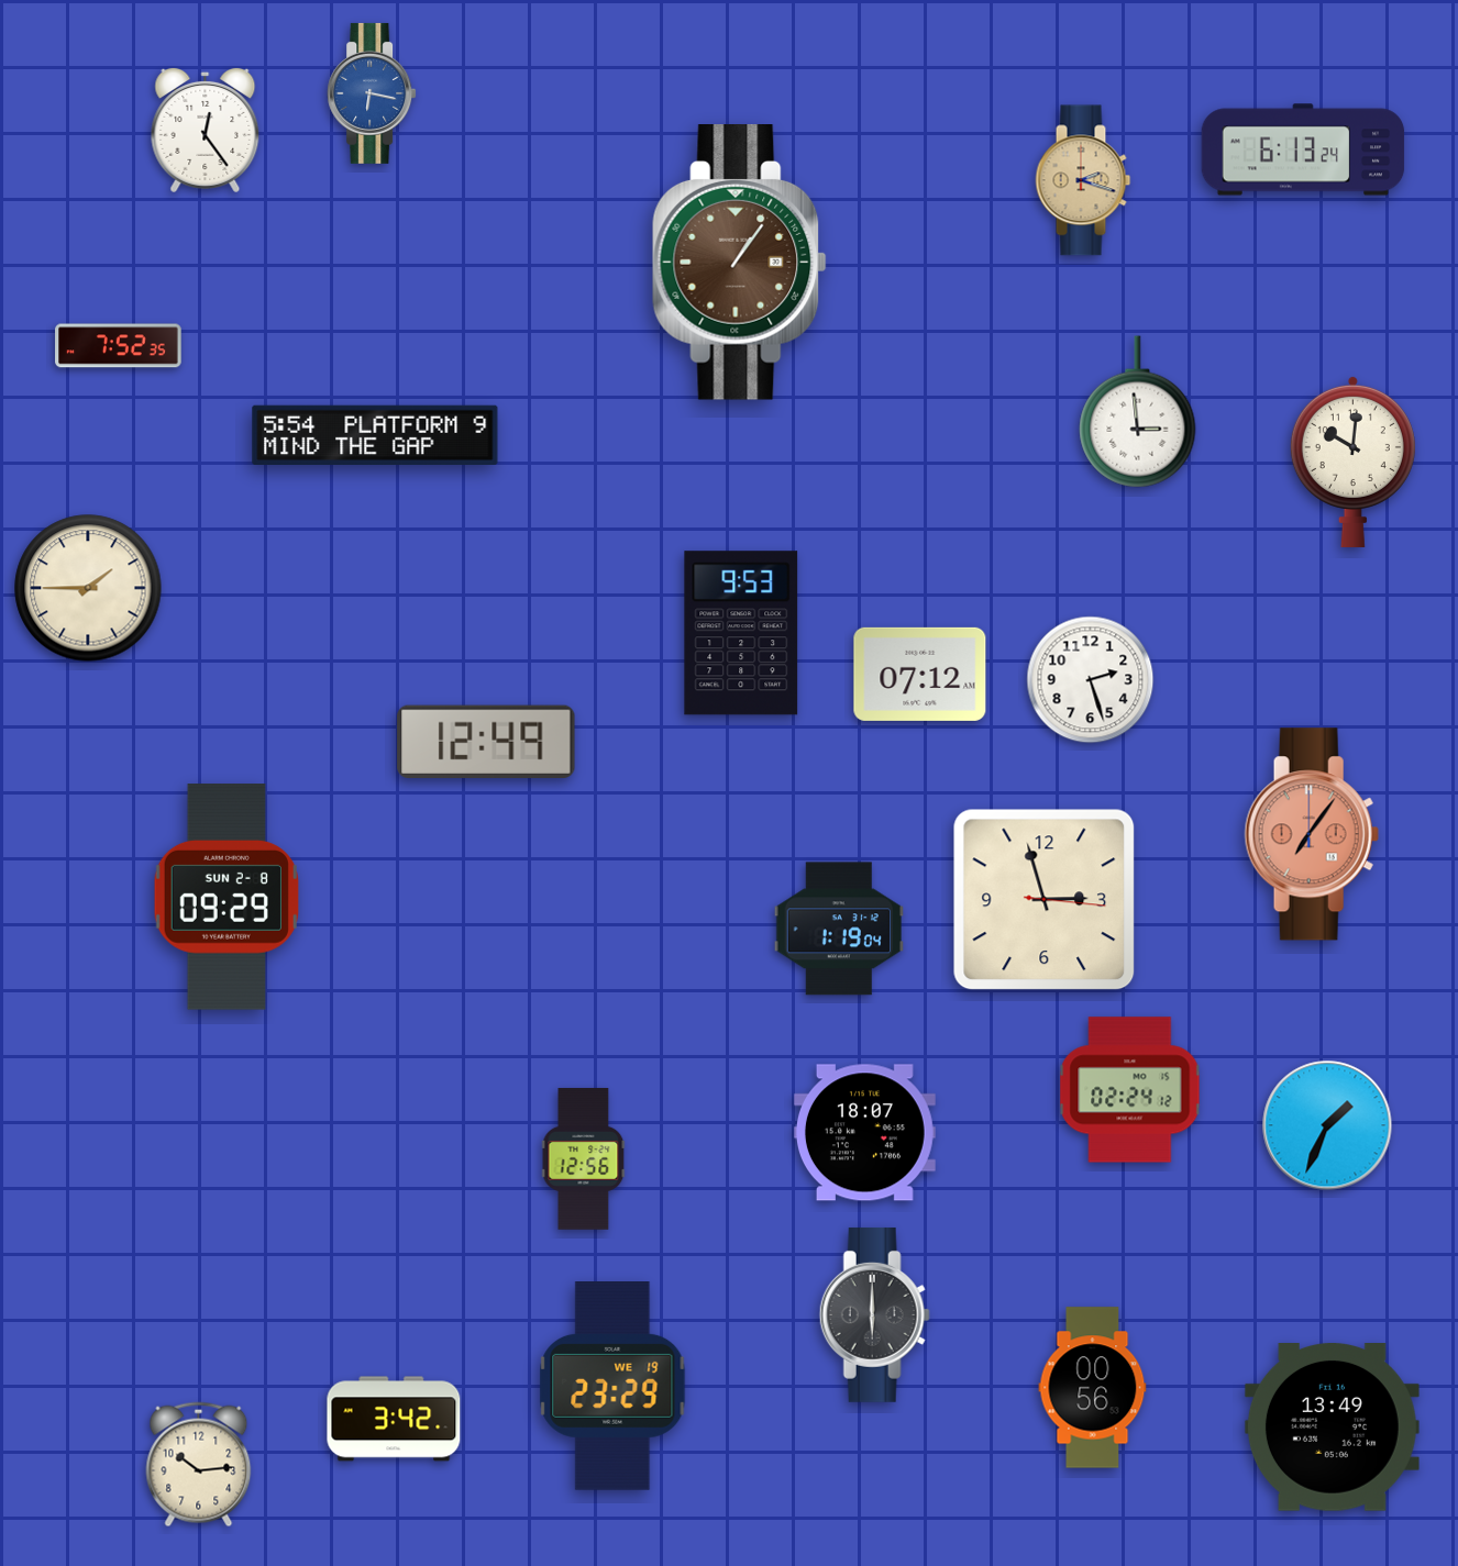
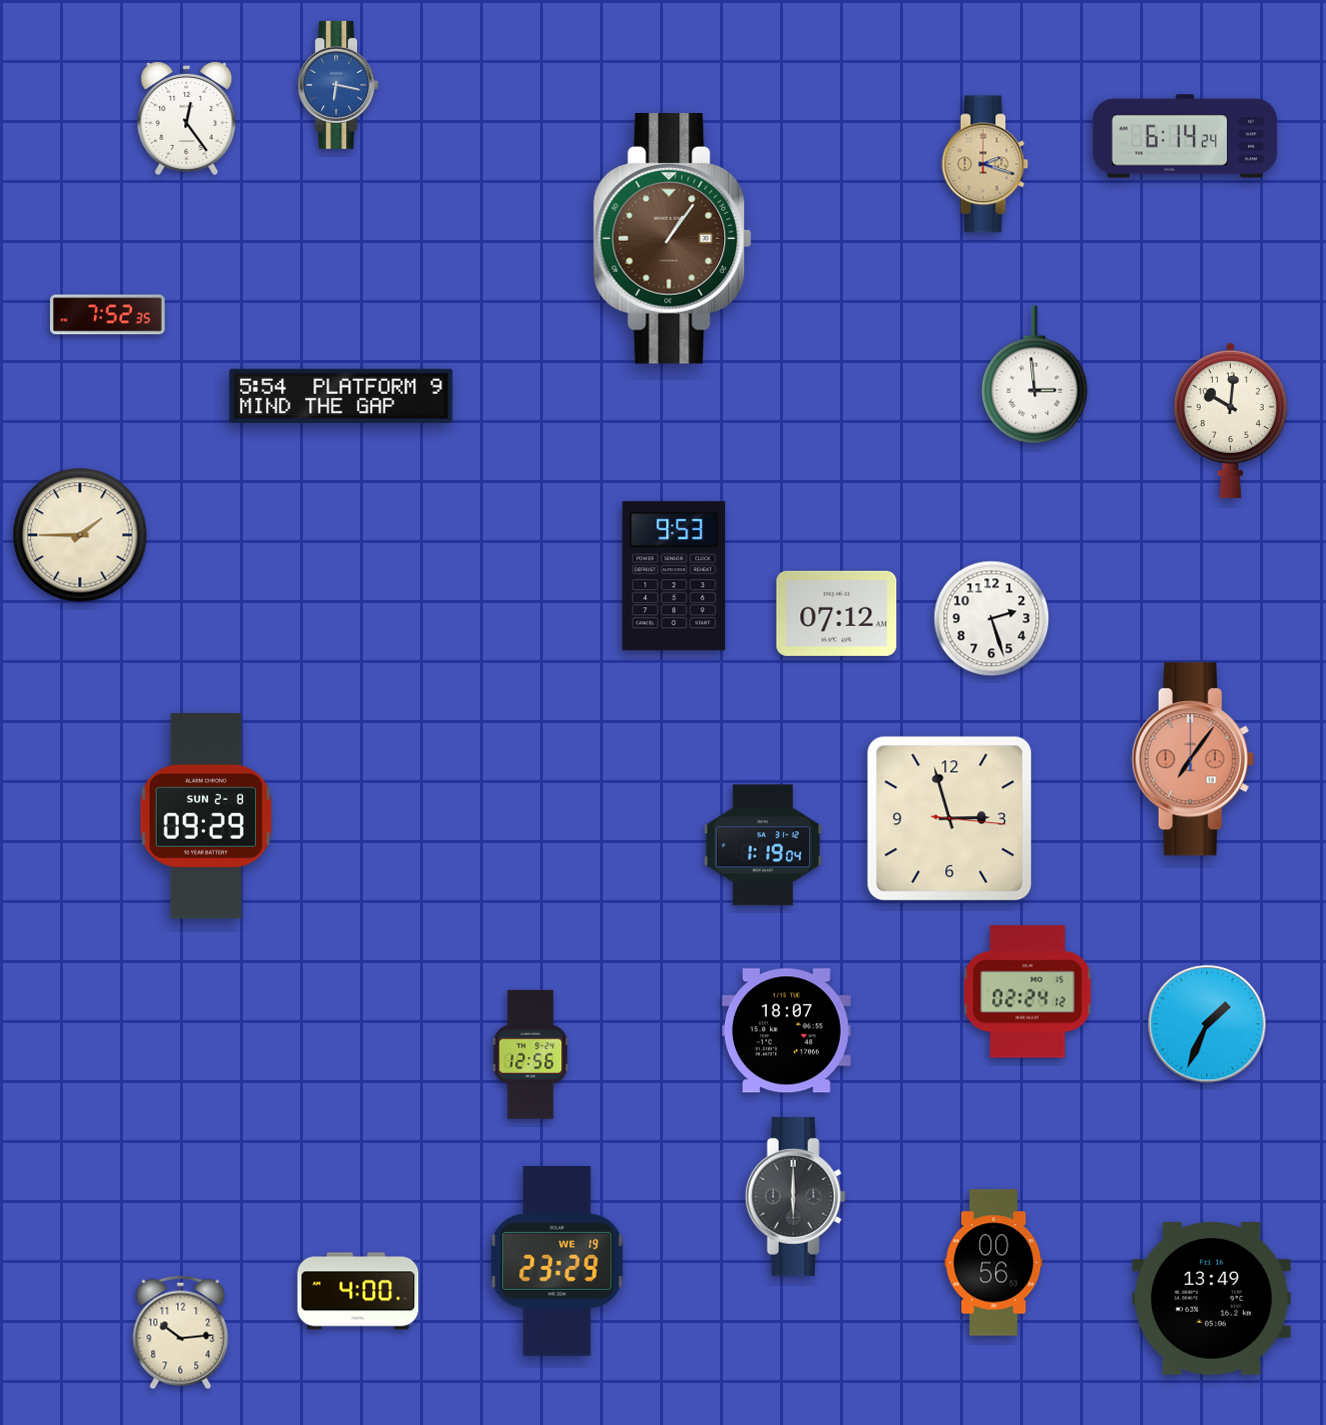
clock at (1303, 149): 6:13 -> 6:14
clock at (486, 742): 12:49 -> none
clock at (394, 1419): 3:42 -> 4:00
